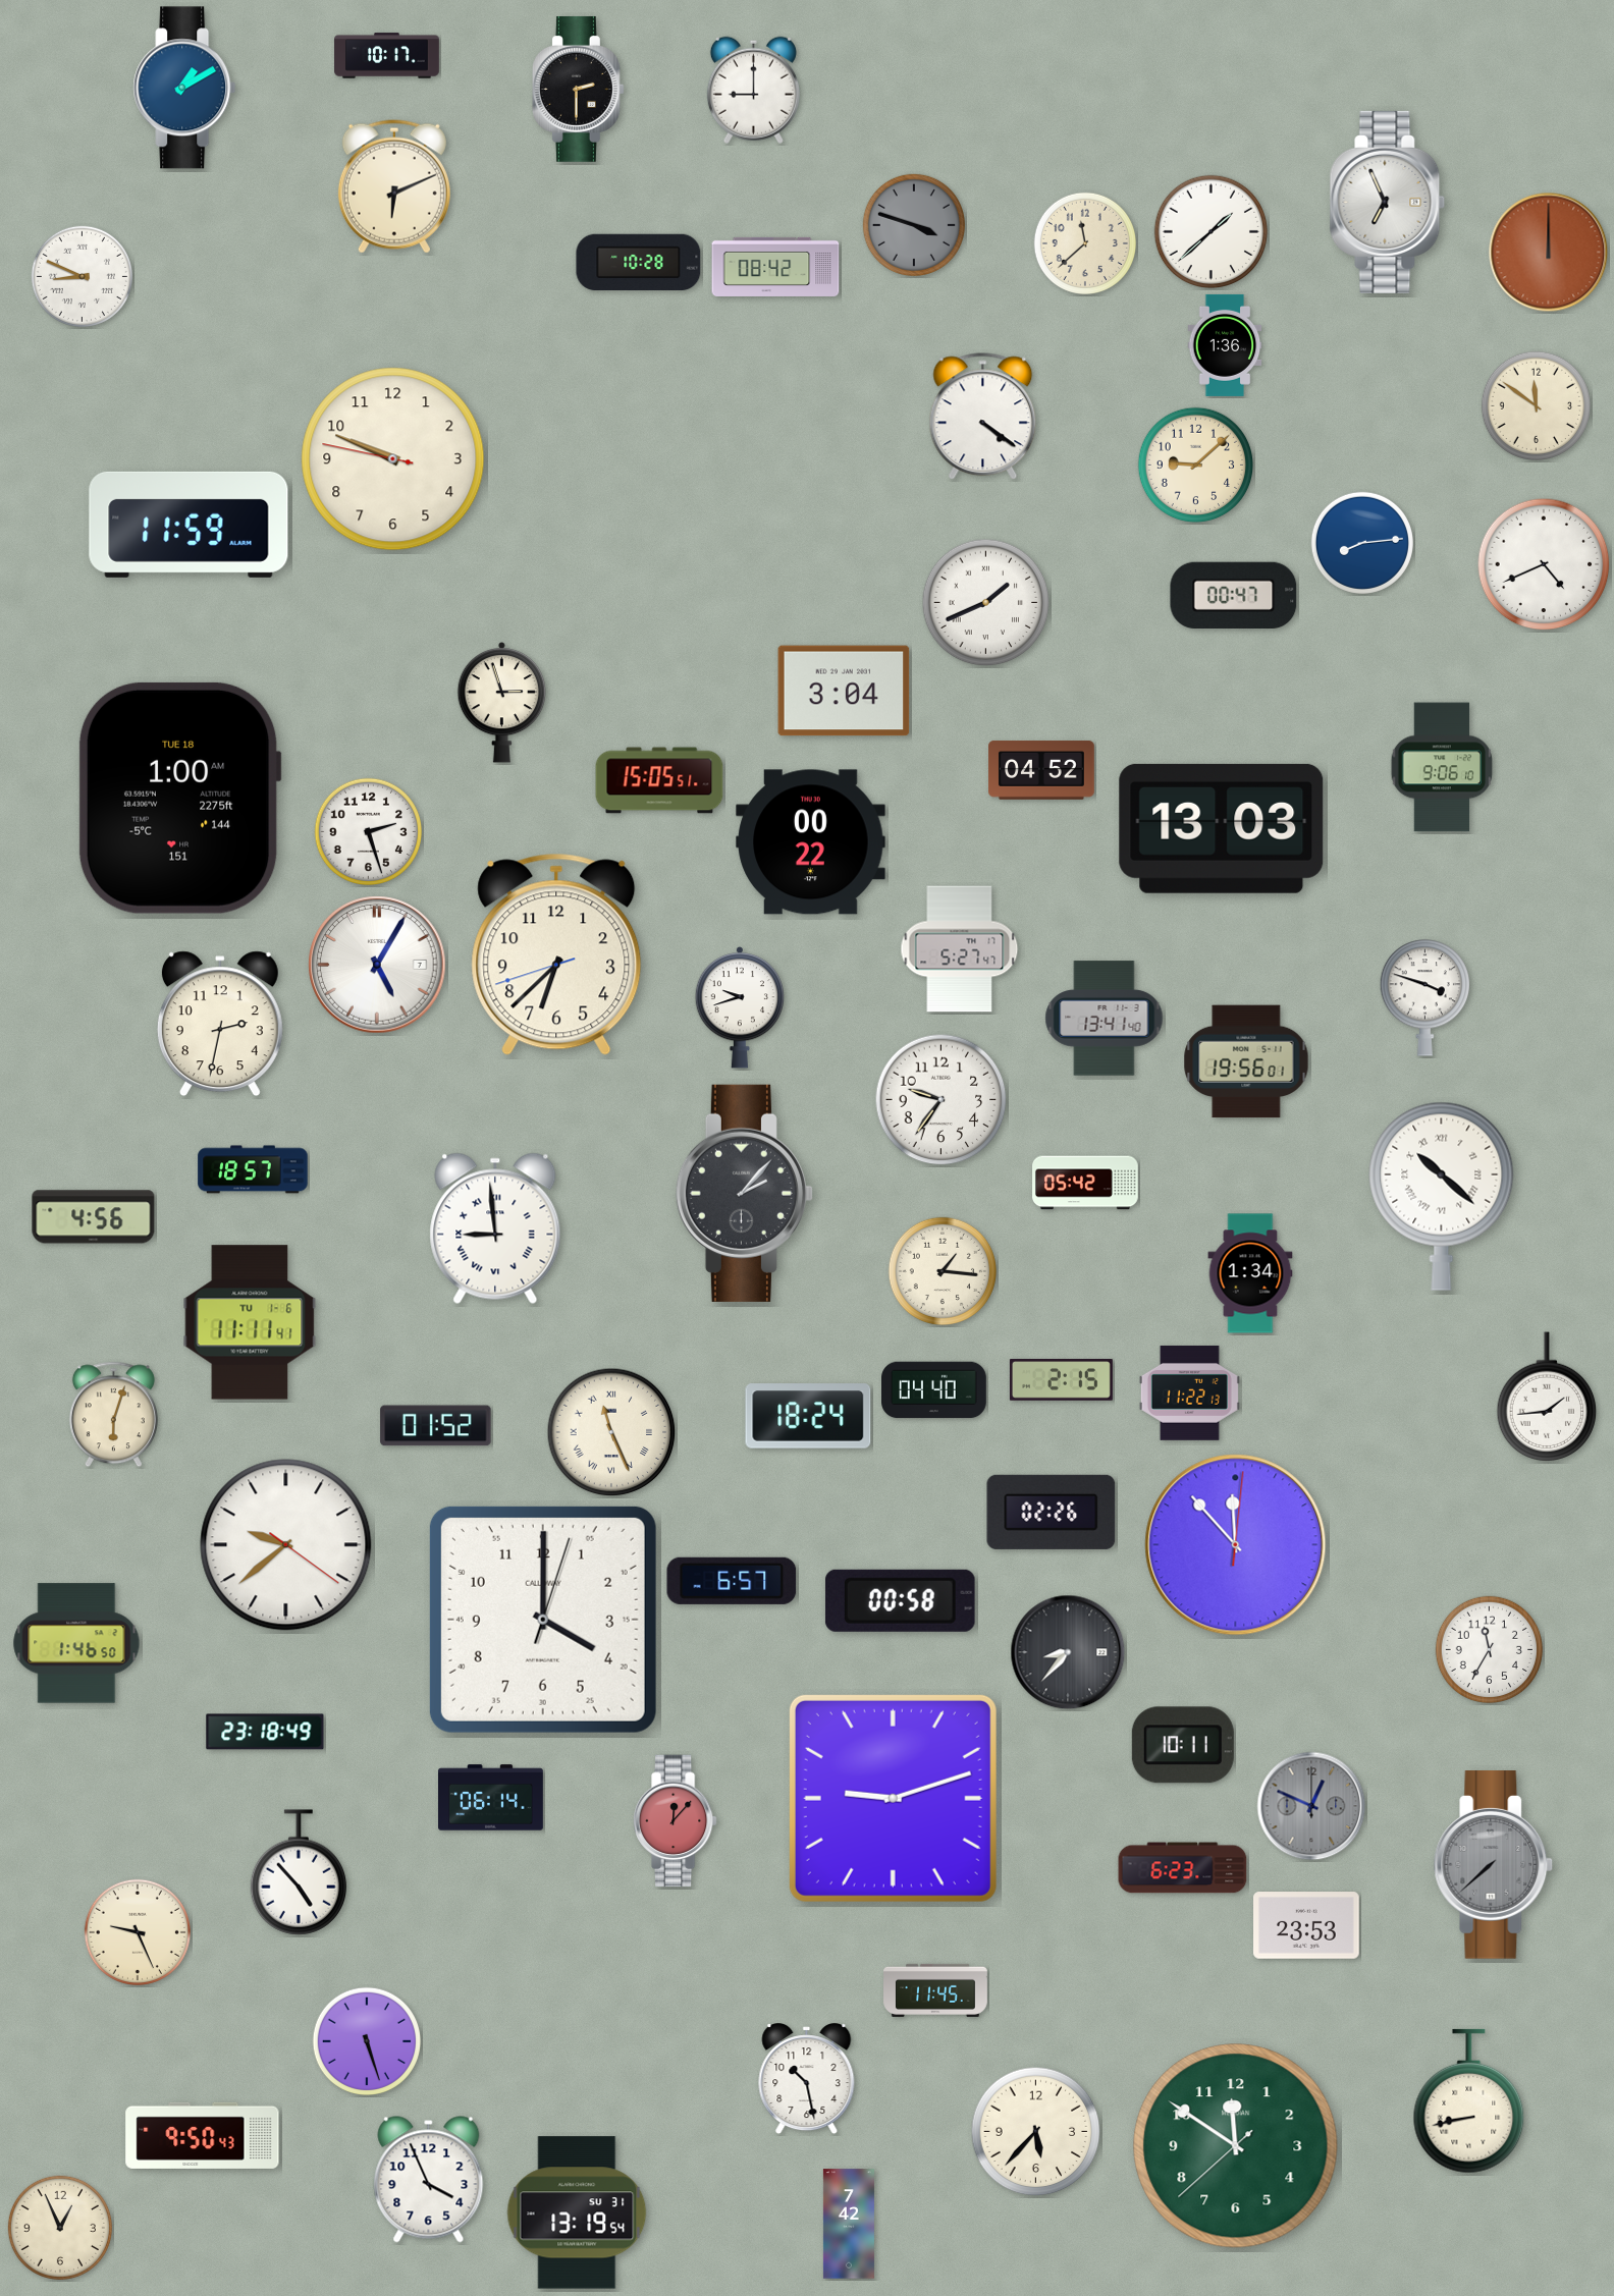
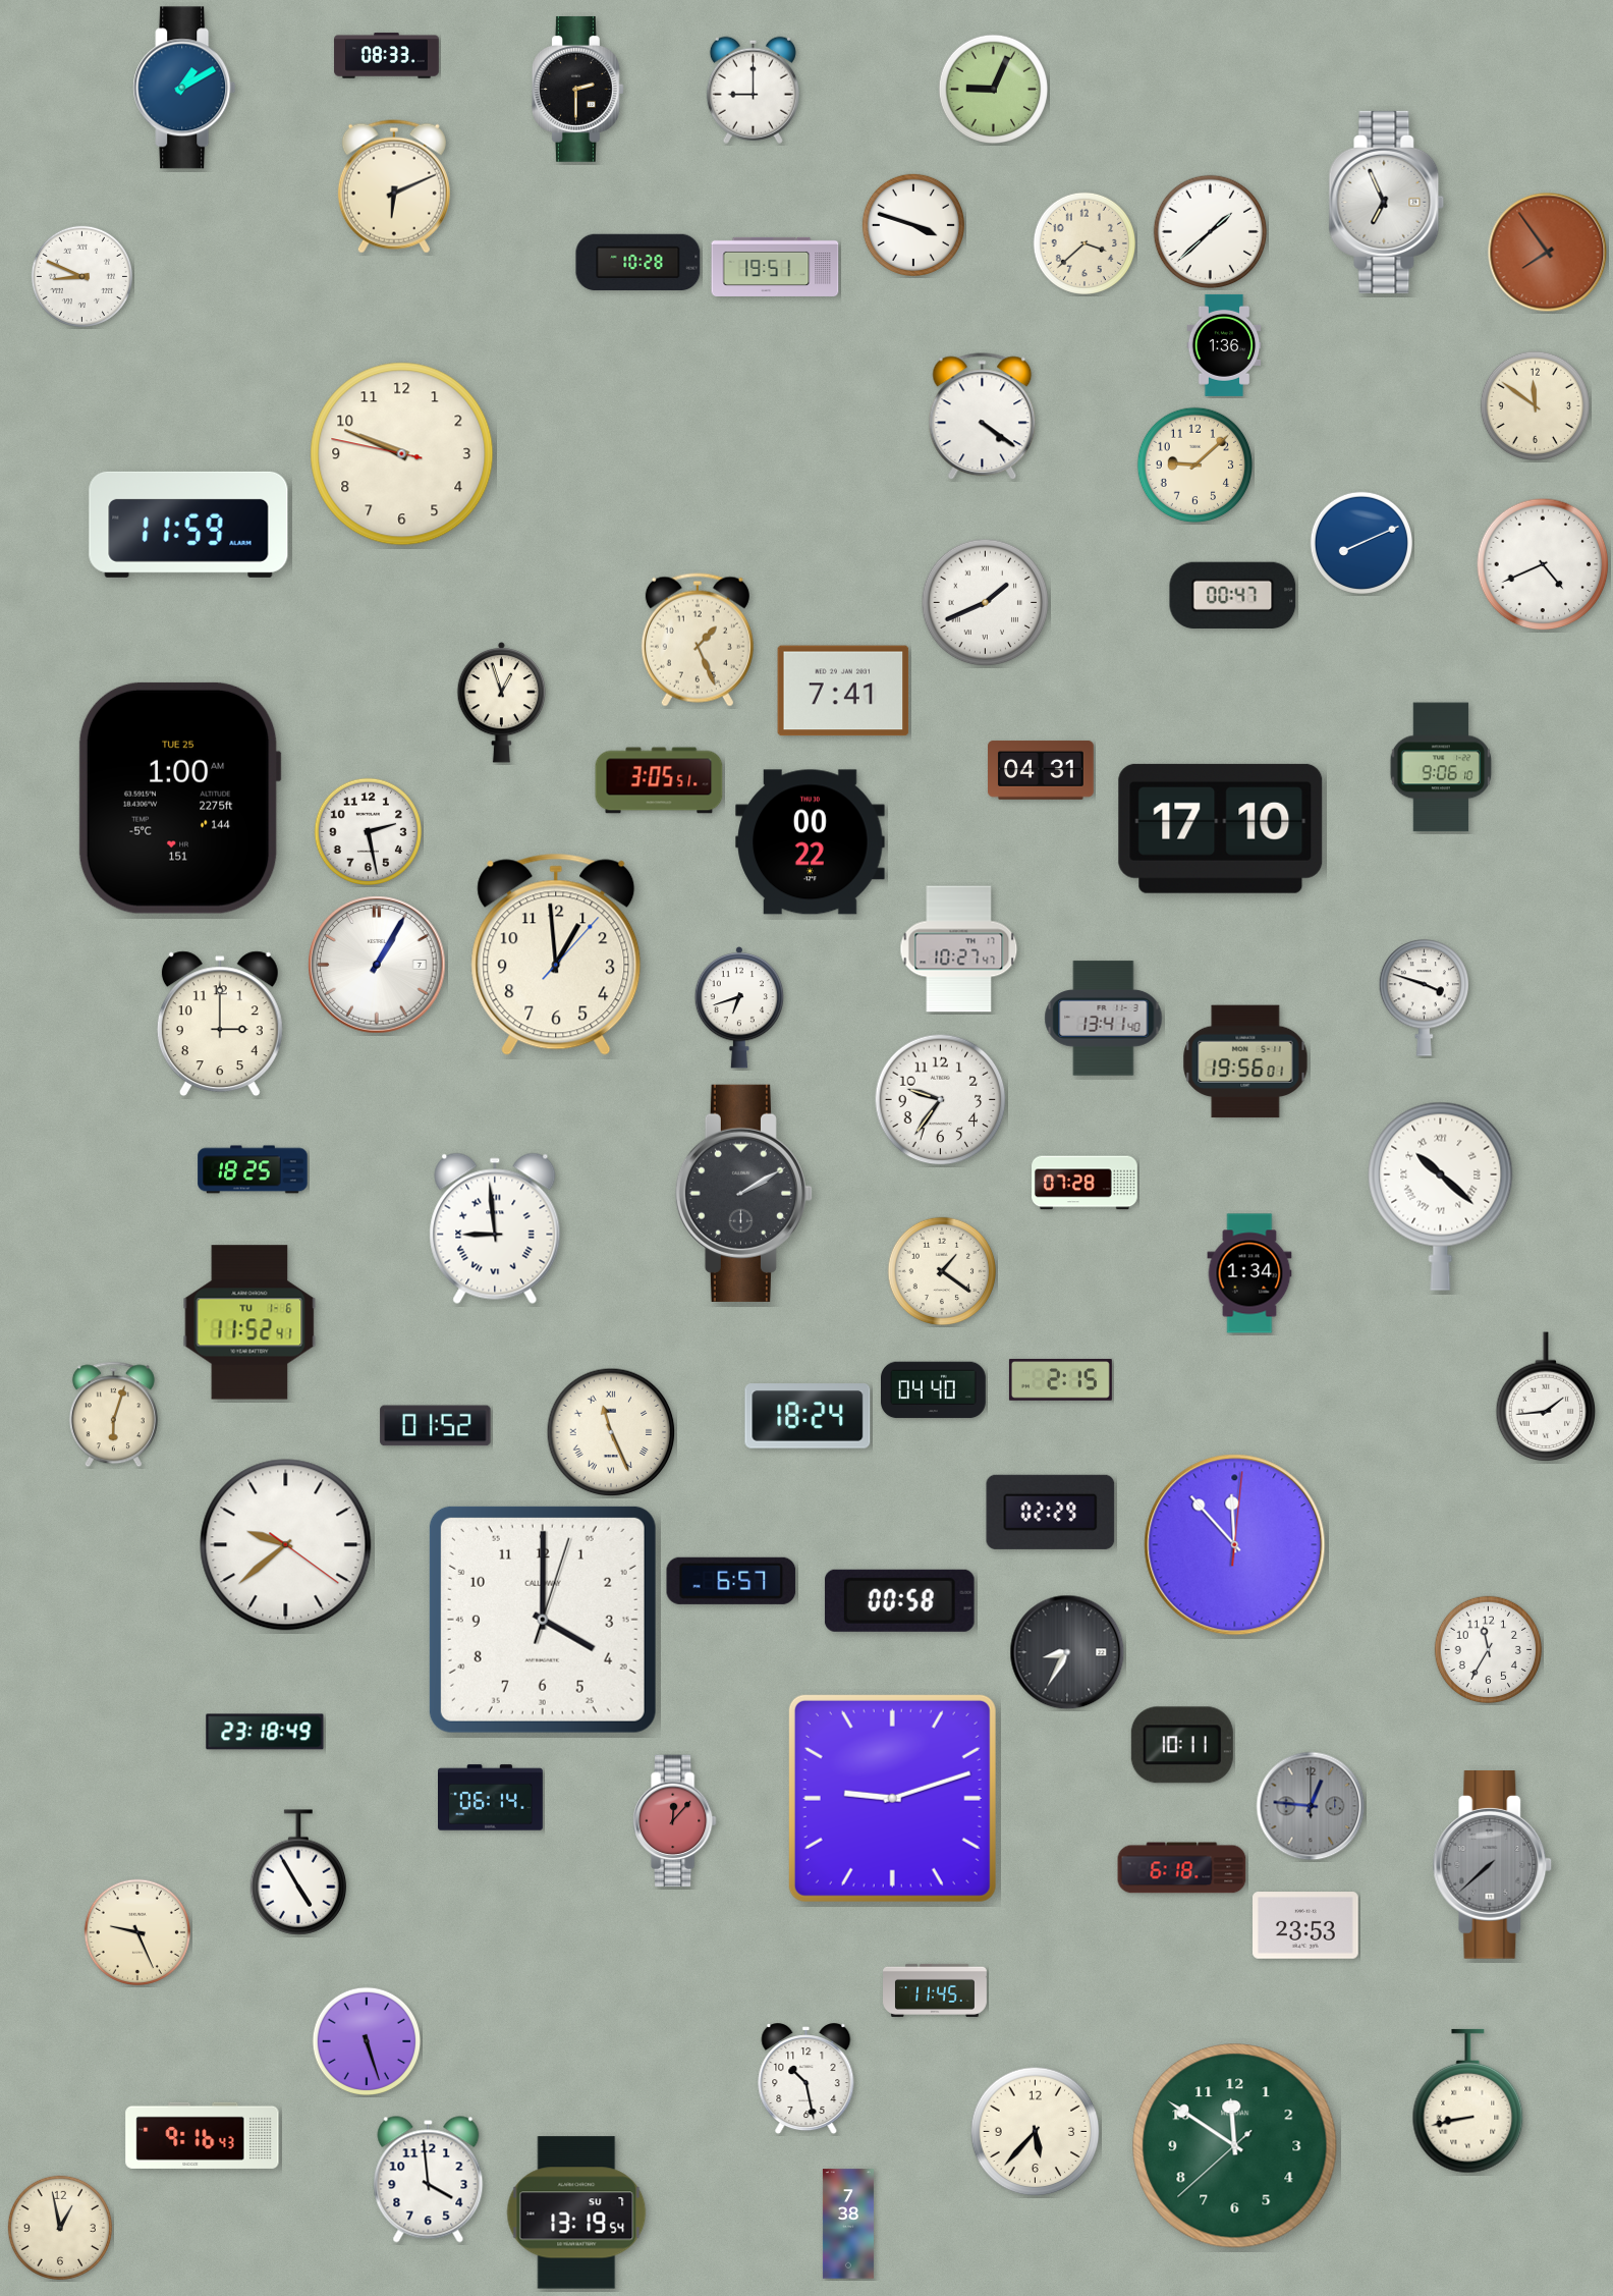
clock at (387, 56): 10:17 -> 08:33
clock at (993, 89): none -> 9:04
clock at (914, 225) dial: grey -> white
clock at (1085, 243): 11:38 -> 3:38
clock at (1549, 253): 12:00 -> 7:54
clock at (775, 267): 08:42 -> 19:51
clock at (393, 459) position: (393, 459) -> (402, 454)
clock at (1362, 543): 8:14 -> 8:11
clock at (698, 640): none -> 1:26
clock at (844, 691): 3:04 -> 7:41
clock at (502, 702): 2:57 -> 12:57
clock at (1041, 770): 04:52 -> 04:31
clock at (659, 780): 15:05 -> 3:05
clock at (179, 798) date: TUE 18 -> TUE 25
clock at (1222, 828): 13:03 -> 17:10
clock at (368, 831): 2:27 -> 2:28
clock at (960, 949): 5:27 -> 10:27
clock at (556, 954): 6:37 -> 12:59
clock at (377, 965): 5:05 -> 1:05
clock at (740, 1007): 9:42 -> 6:42
clock at (220, 1024): 2:32 -> 3:00
clock at (253, 1169): 18:57 -> 18:25
clock at (1085, 1183): 05:42 -> 07:28
clock at (744, 1193): 2:07 -> 2:10
clock at (94, 1217): 4:56 -> none
clock at (942, 1270): 1:16 -> 1:21
clock at (250, 1322): 11:11 -> 11:52
clock at (1189, 1392): 11:22 -> none
clock at (1052, 1512): 02:26 -> 02:29
clock at (76, 1643): 1:46 -> none
clock at (1068, 1652): 8:37 -> 8:35
clock at (1311, 1806): 12:49 -> 12:46
clock at (1183, 1868): 6:23 -> 6:18
clock at (299, 1872): 4:53 -> 4:55
clock at (203, 2135): 9:50 -> 9:16
clock at (429, 2180): 3:56 -> 3:59
clock at (577, 2212) date: SU 31 -> SU 7
clock at (849, 2224): 7:42 -> 7:38
clock at (60, 2228): 12:56 -> 12:58
